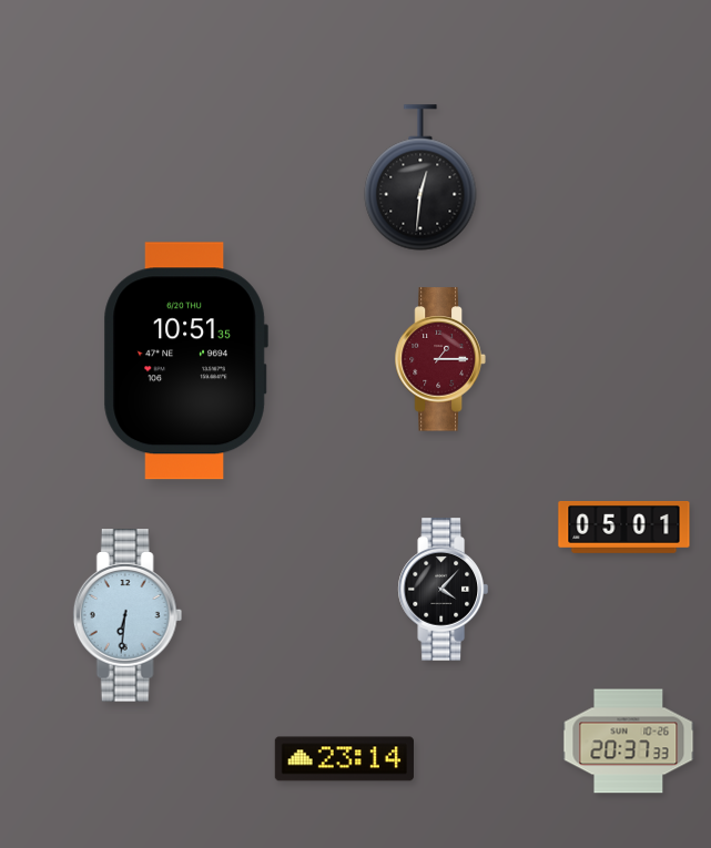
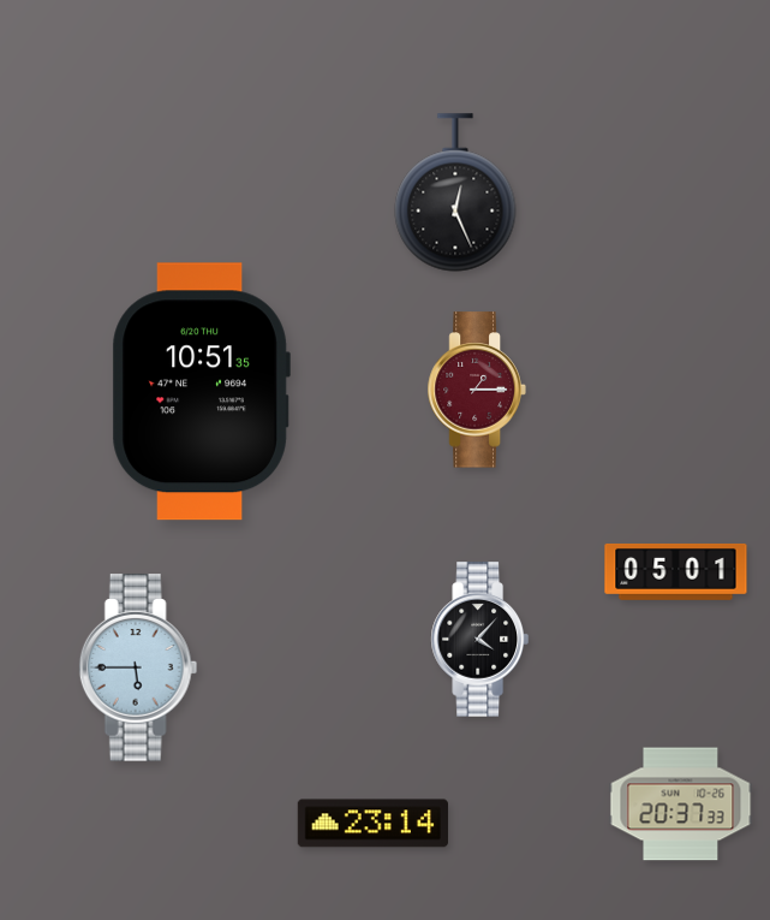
clock at (420, 177): 12:31 -> 12:26
clock at (128, 615): 6:31 -> 5:45
